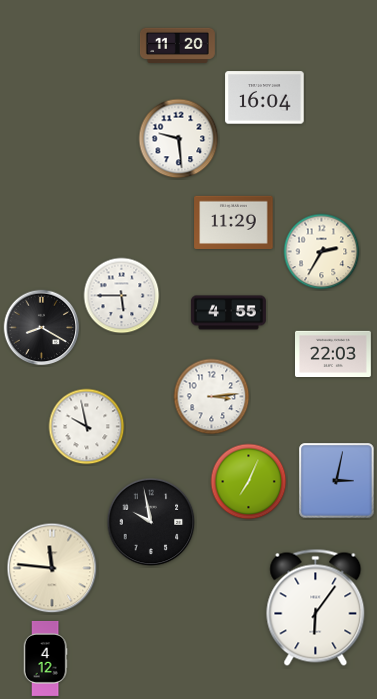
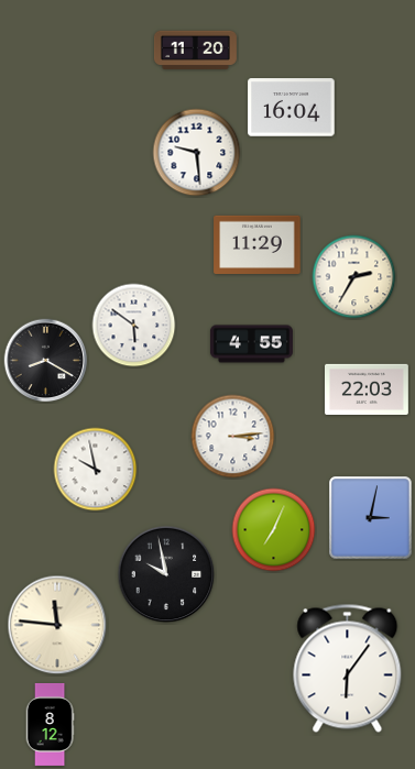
clock at (122, 296): 5:45 -> 5:51
clock at (337, 481) position: (337, 481) -> (371, 518)
clock at (45, 658): 4:12 -> 8:12
